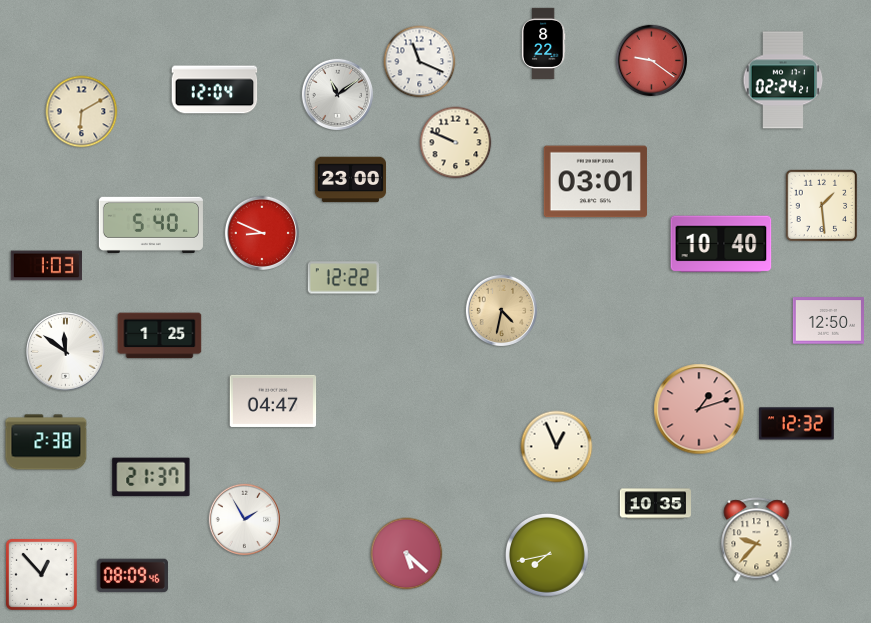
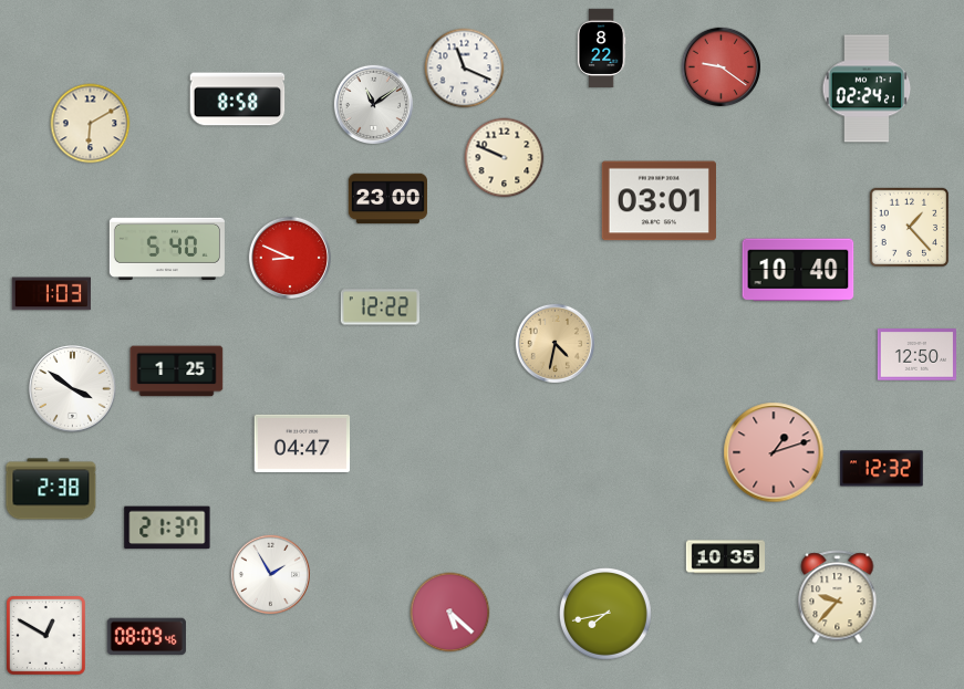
clock at (215, 90): 12:04 -> 8:58
clock at (822, 206): 1:29 -> 1:23
clock at (65, 351): 11:51 -> 3:51
clock at (557, 447): 12:56 -> none
clock at (41, 574): 12:53 -> 12:50
